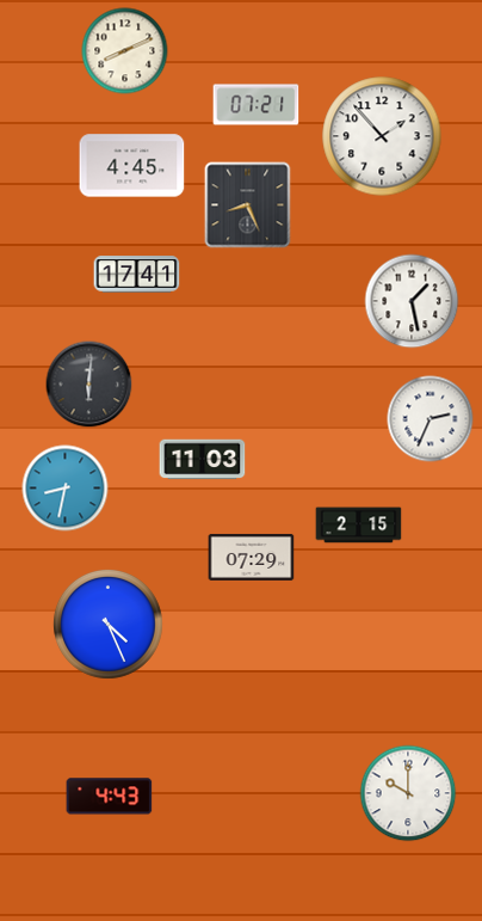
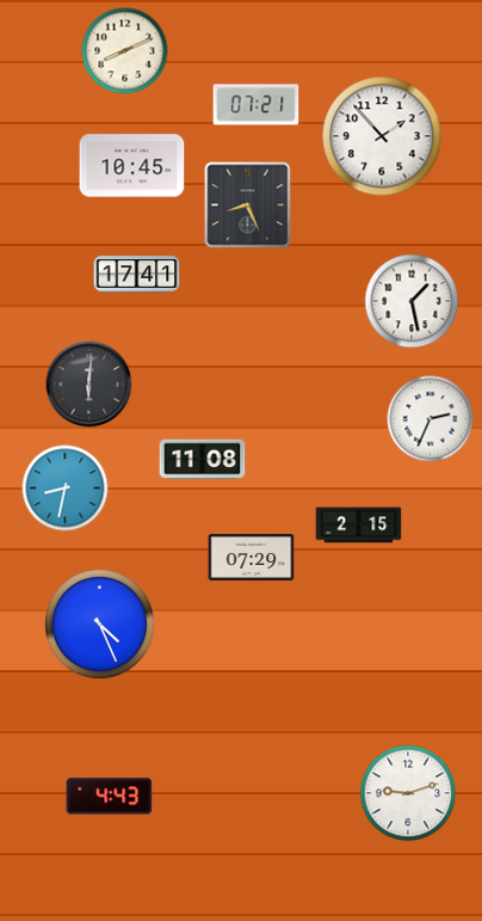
clock at (132, 166): 4:45 -> 10:45
clock at (203, 460): 11:03 -> 11:08
clock at (107, 624) position: (107, 624) -> (99, 624)
clock at (408, 793): 10:00 -> 9:12
